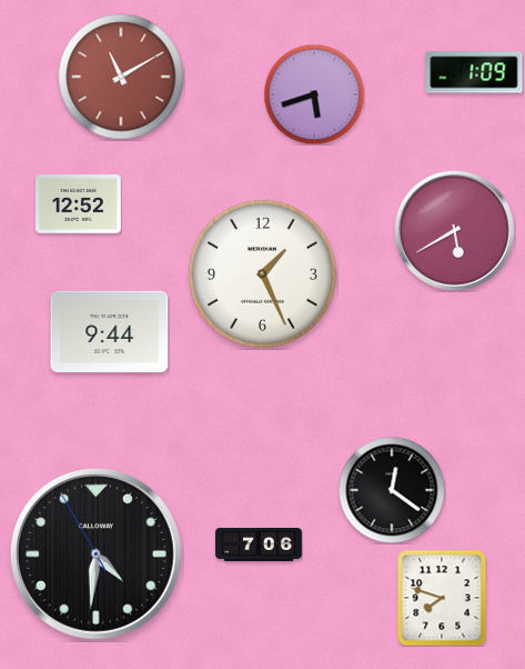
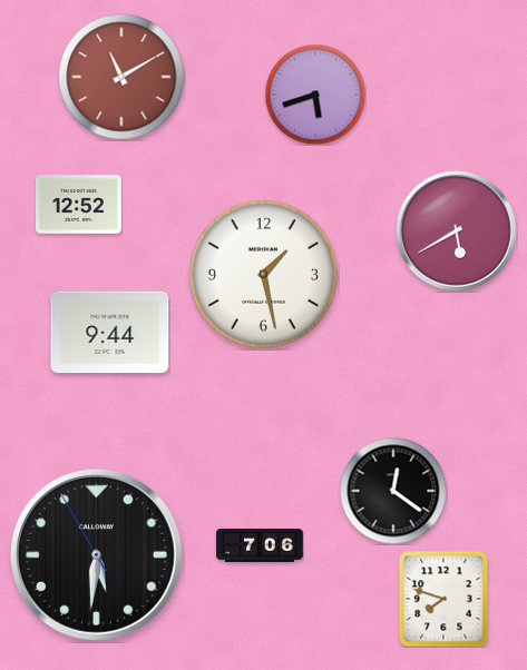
clock at (474, 72): 1:09 -> none
clock at (262, 273): 1:26 -> 1:28
clock at (95, 553): 4:30 -> 5:30
